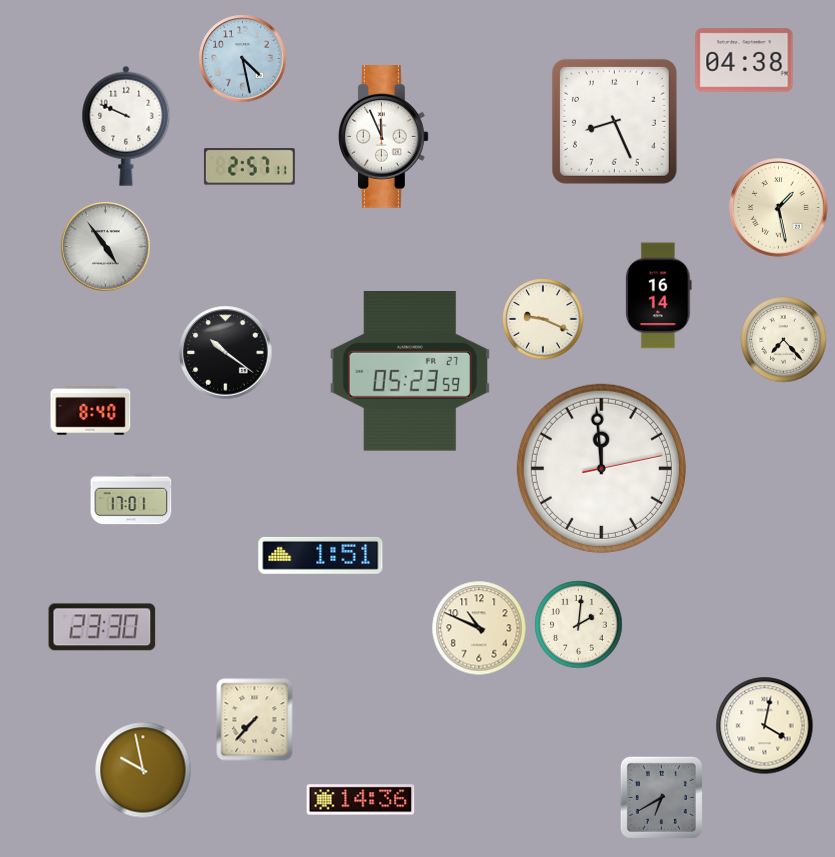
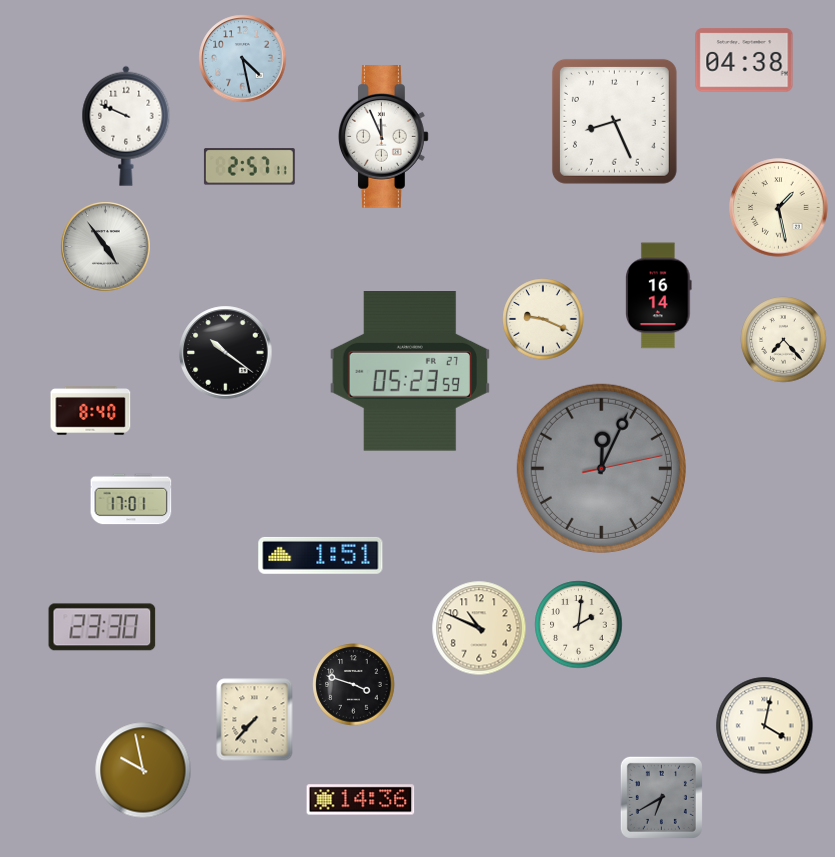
clock at (601, 468): 11:59 -> 12:04
clock at (601, 468) dial: white -> grey
clock at (354, 685): none -> 3:48
